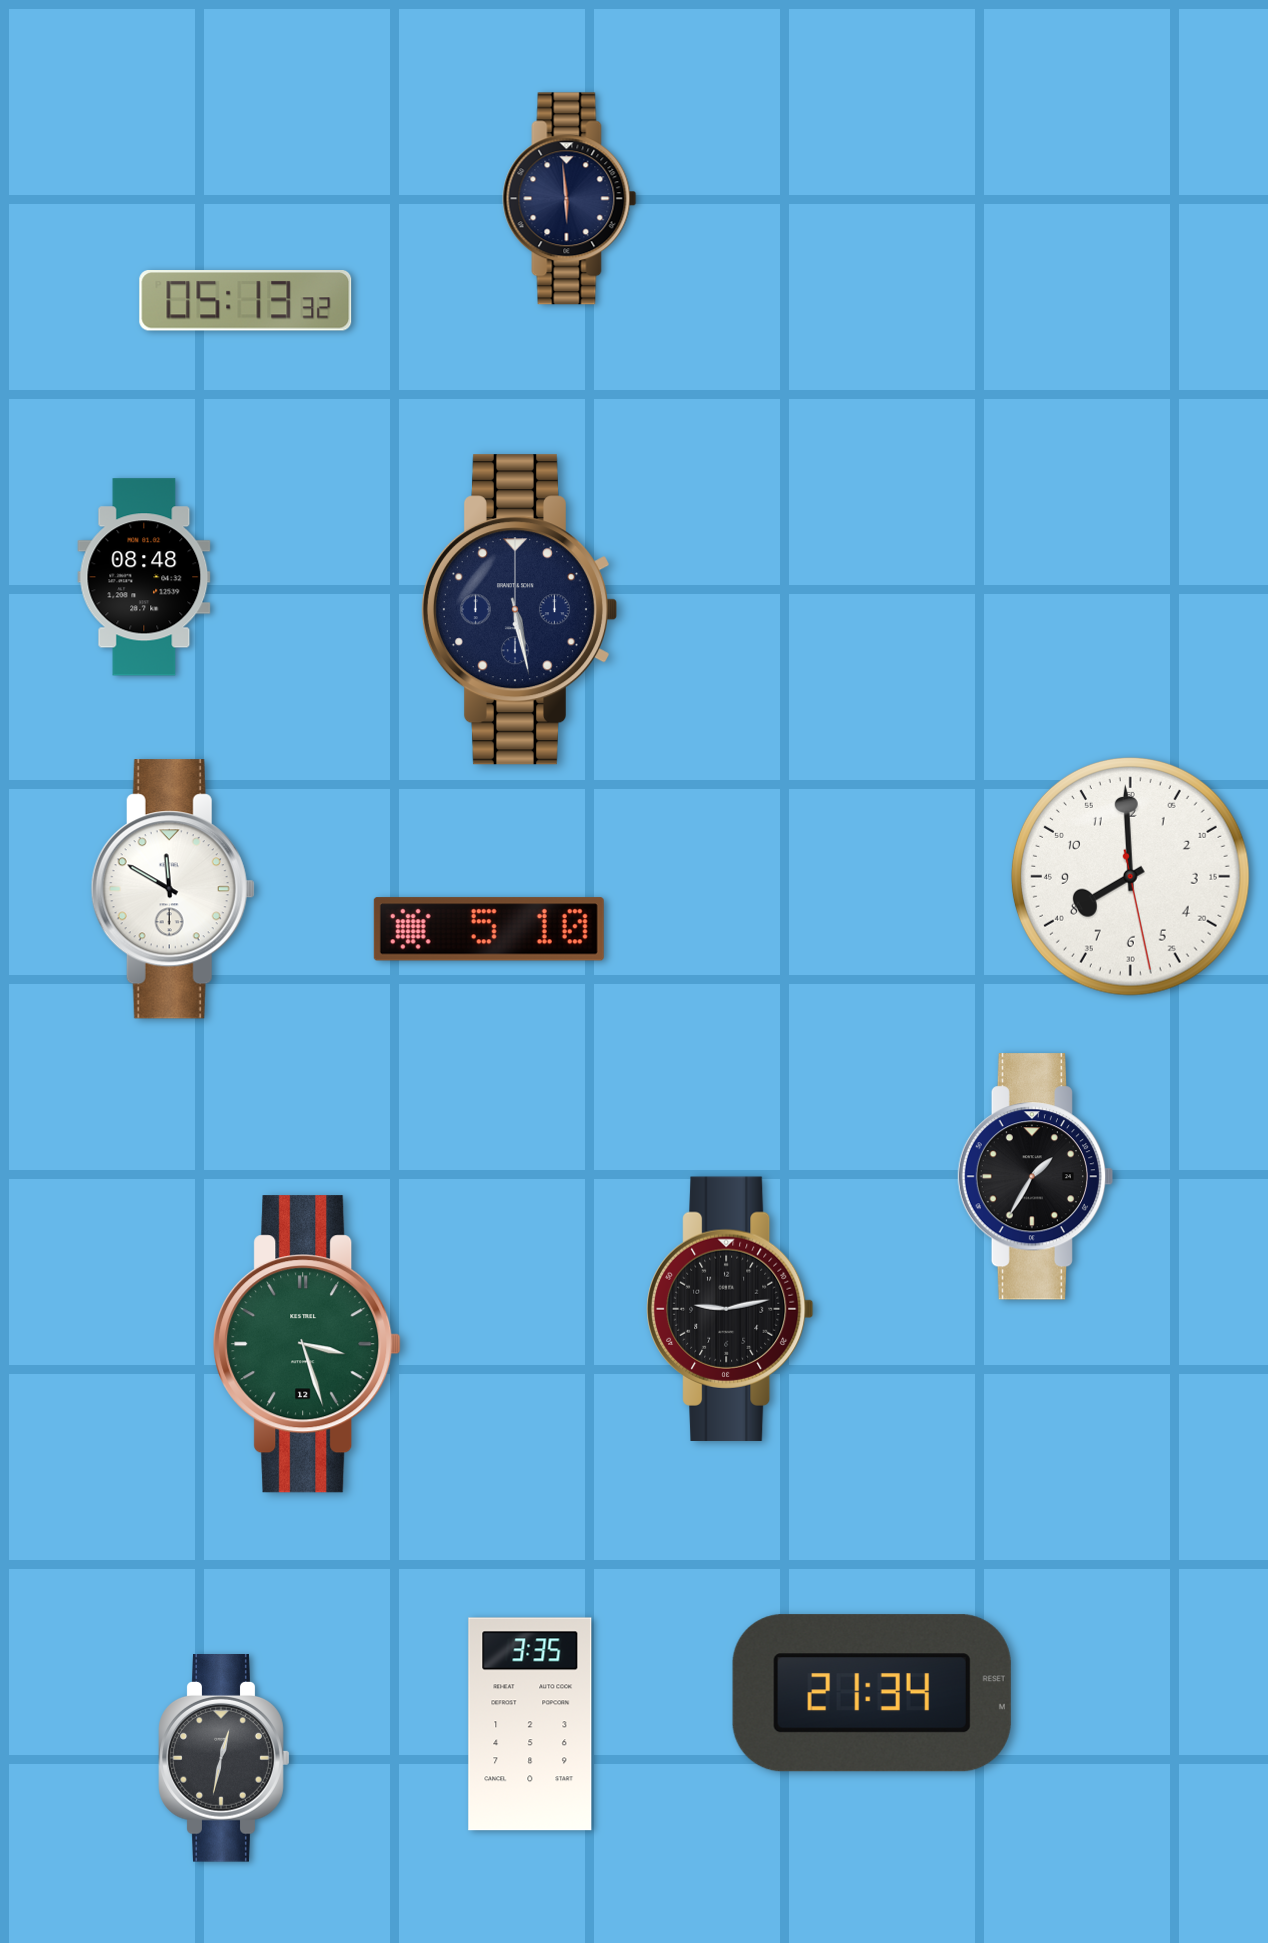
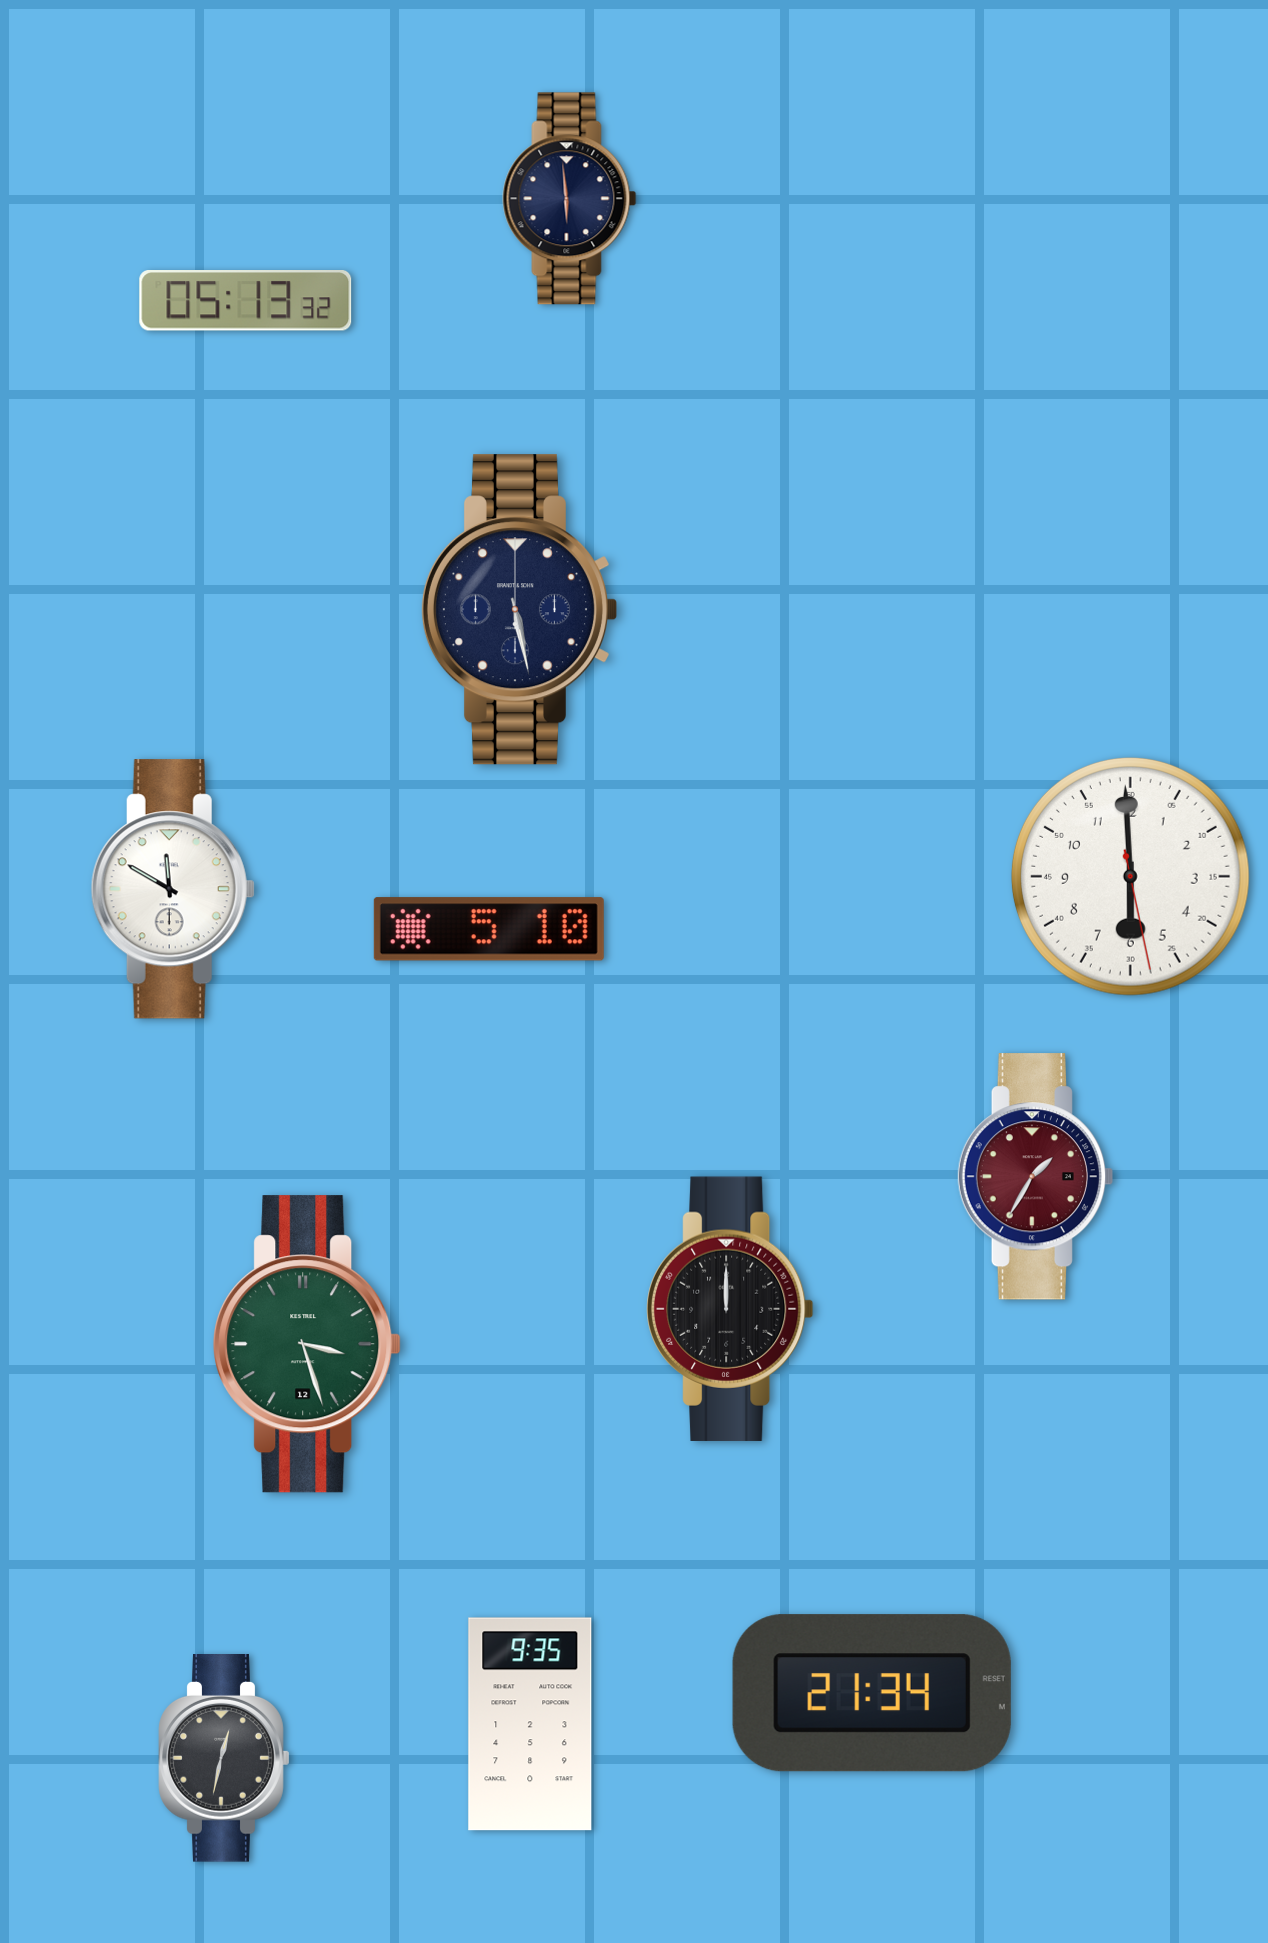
clock at (144, 577): 08:48 -> none
clock at (1130, 876): 7:59 -> 5:59
clock at (1035, 1177) dial: black -> burgundy
clock at (731, 1309): 9:13 -> 12:00
clock at (530, 1724): 3:35 -> 9:35
